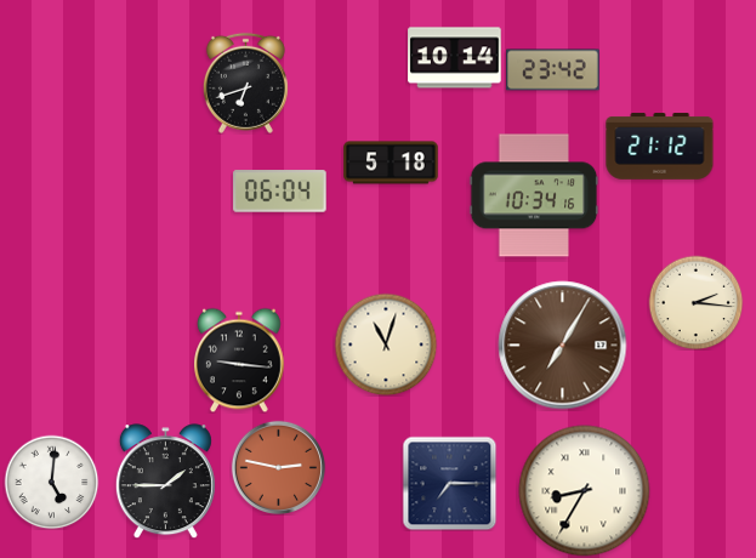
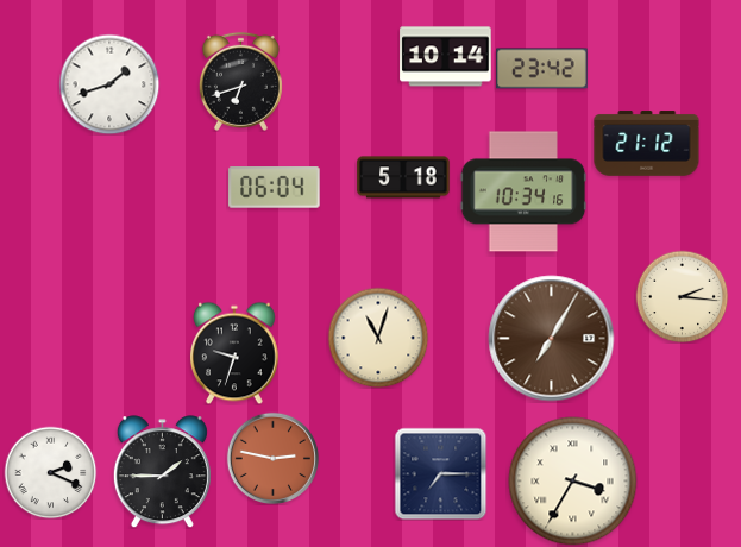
clock at (109, 84): none -> 1:42
clock at (391, 163) position: (391, 163) -> (403, 177)
clock at (240, 360): 9:16 -> 9:33
clock at (51, 482): 5:01 -> 2:19
clock at (585, 491): 8:35 -> 3:35
